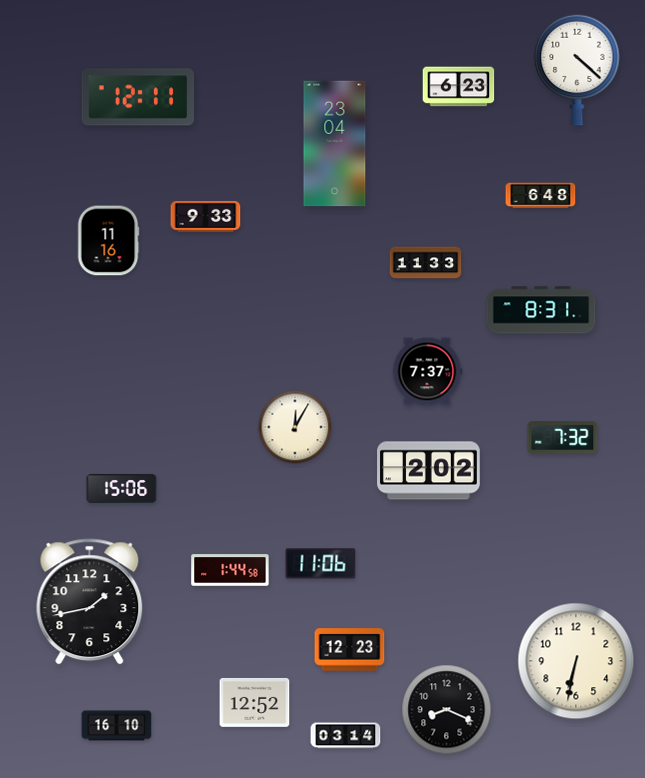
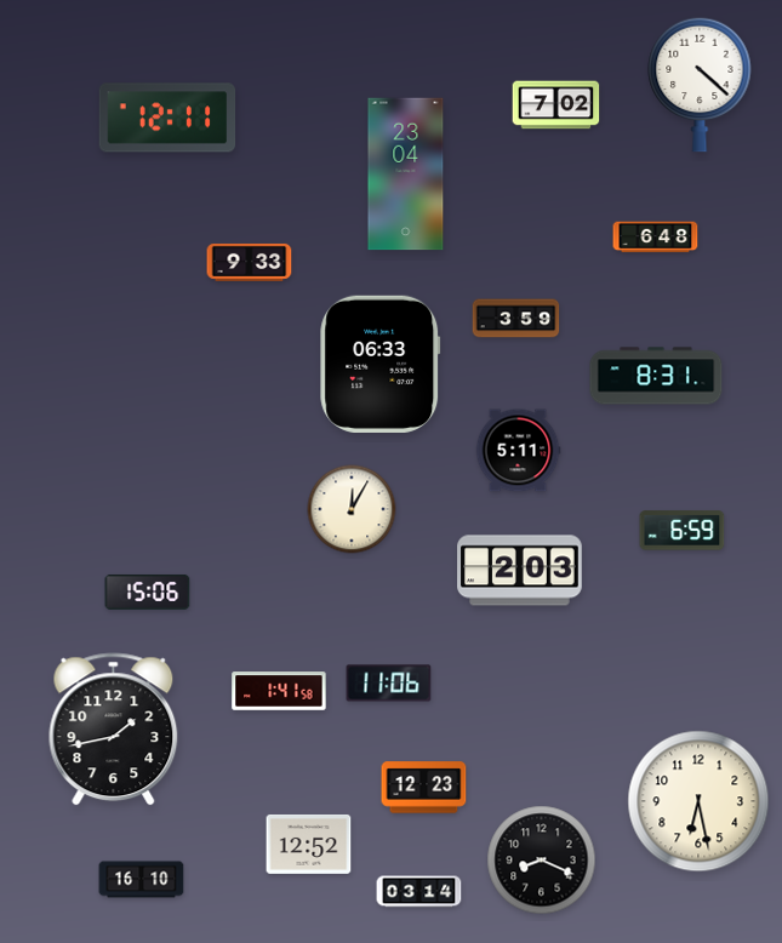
clock at (459, 87): 6:23 -> 7:02
clock at (108, 241): 11:16 -> none
clock at (426, 263): 11:33 -> 3:59
clock at (381, 364): none -> 06:33
clock at (427, 372): 7:37 -> 5:11
clock at (295, 427) position: (295, 427) -> (352, 509)
clock at (563, 438): 7:32 -> 6:59
clock at (429, 471): 2:02 -> 2:03
clock at (230, 570): 1:44 -> 1:41
clock at (90, 602) position: (90, 602) -> (114, 730)
clock at (576, 661): 6:32 -> 6:28
clock at (255, 703) position: (255, 703) -> (309, 845)
